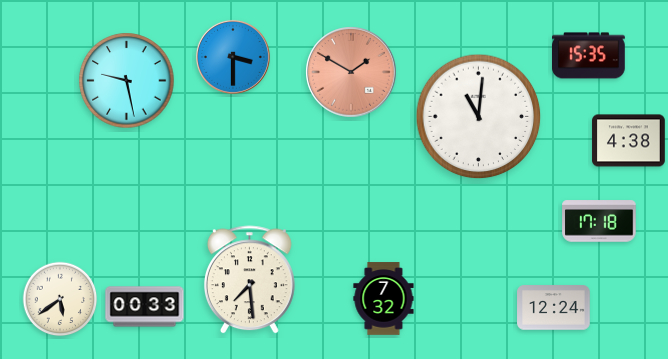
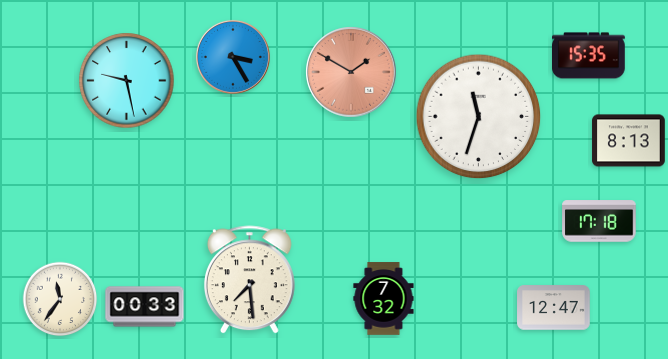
clock at (233, 57): 3:30 -> 3:25
clock at (479, 117): 11:01 -> 11:33
clock at (629, 141): 4:38 -> 8:13
clock at (60, 299): 5:39 -> 11:36
clock at (554, 308): 12:24 -> 12:47
